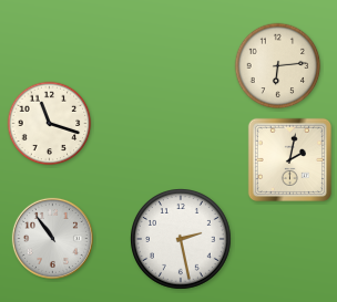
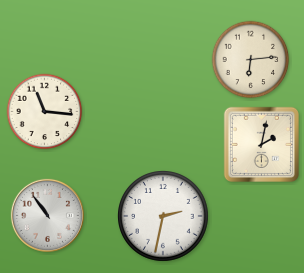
clock at (50, 124): 11:18 -> 11:16
clock at (182, 240): 2:28 -> 2:32
